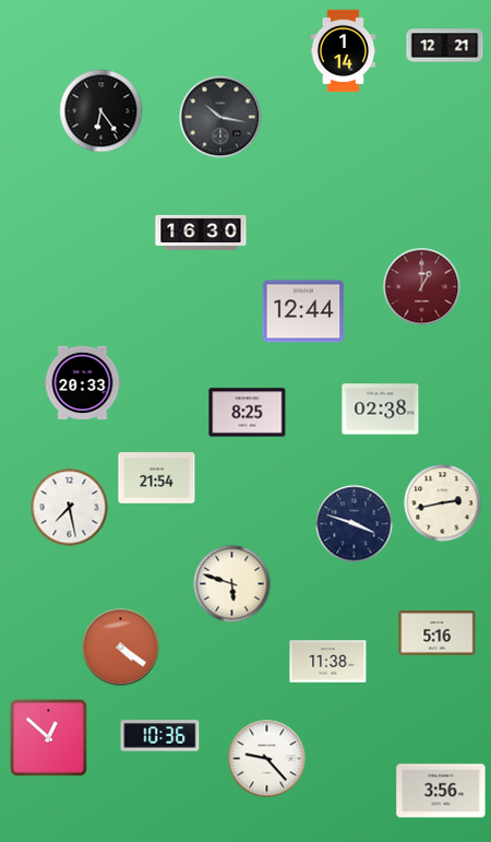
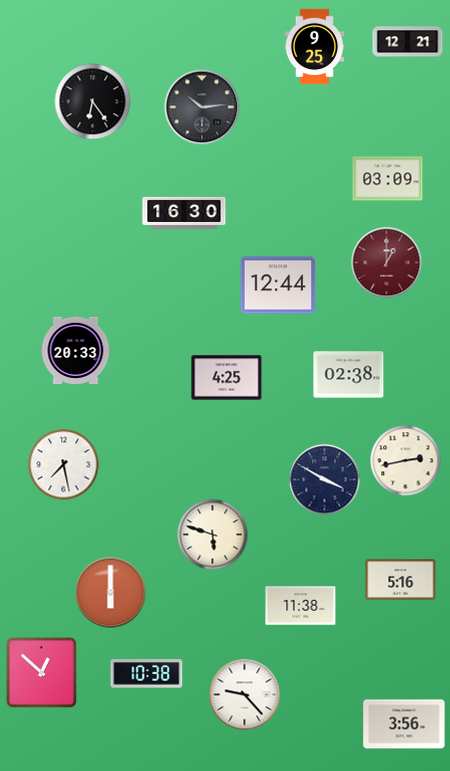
clock at (344, 51): 1:14 -> 9:25
clock at (220, 117): 10:17 -> 10:14
clock at (388, 179): none -> 03:09
clock at (248, 413): 8:25 -> 4:25
clock at (157, 478): 21:54 -> none
clock at (355, 524): 3:48 -> 3:50
clock at (121, 648): 4:21 -> 6:00
clock at (160, 736): 10:36 -> 10:38
clock at (49, 738) position: (49, 738) -> (42, 673)
